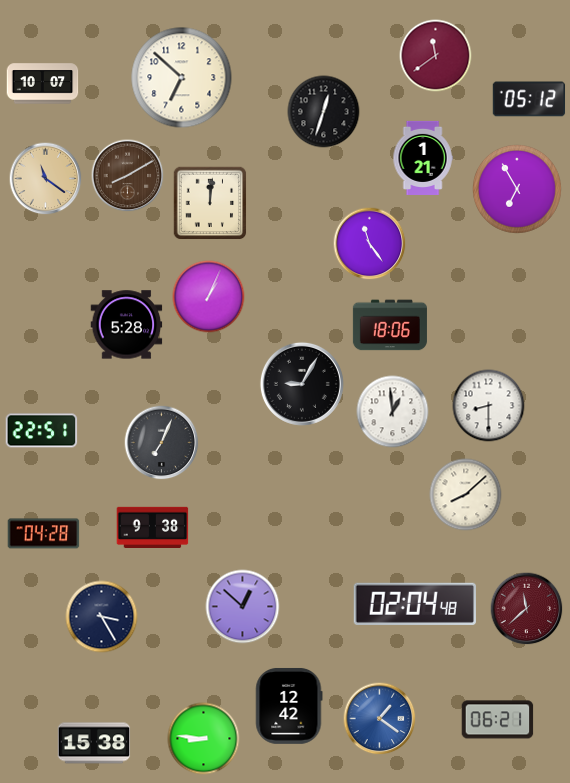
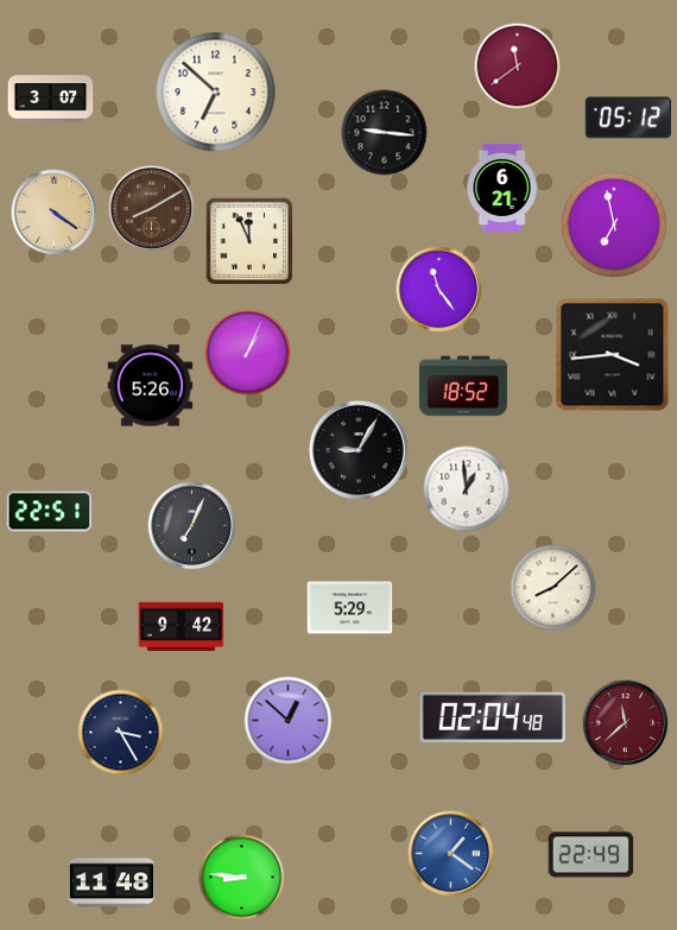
clock at (43, 84): 10:07 -> 3:07
clock at (324, 112): 12:33 -> 9:16
clock at (423, 158): 1:21 -> 6:21
clock at (46, 179): 11:21 -> 4:21
clock at (518, 190): 6:55 -> 6:58
clock at (210, 203): 12:01 -> 11:56
clock at (613, 355): none -> 3:44
clock at (127, 325): 5:28 -> 5:26
clock at (390, 325): 18:06 -> 18:52
clock at (302, 384) position: (302, 384) -> (359, 450)
clock at (489, 406): 8:30 -> none
clock at (350, 608): none -> 5:29
clock at (153, 527): 9:38 -> 9:42
clock at (44, 534): 04:28 -> none
clock at (289, 706): 12:42 -> none
clock at (498, 720): 06:21 -> 22:49
clock at (94, 743): 15:38 -> 11:48
